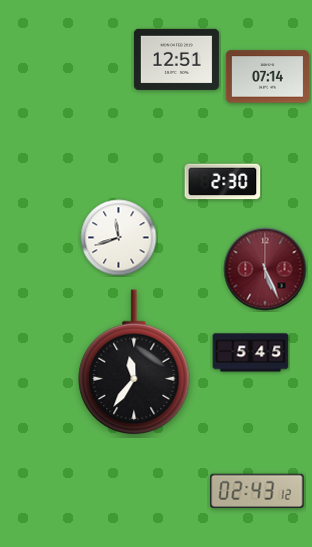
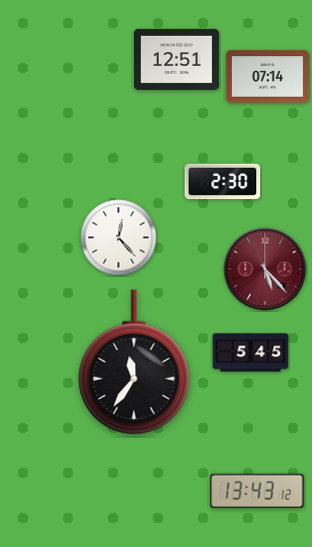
clock at (119, 238): 11:42 -> 12:23
clock at (265, 269): 5:26 -> 5:23
clock at (257, 491): 02:43 -> 13:43
